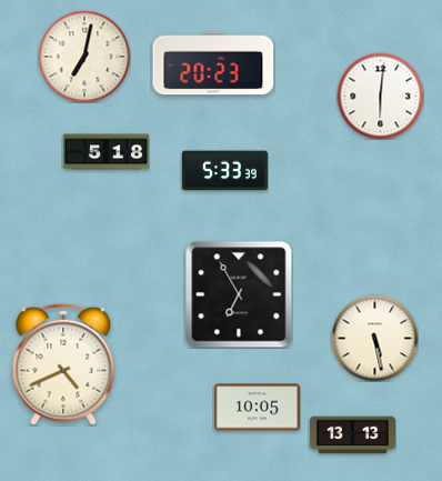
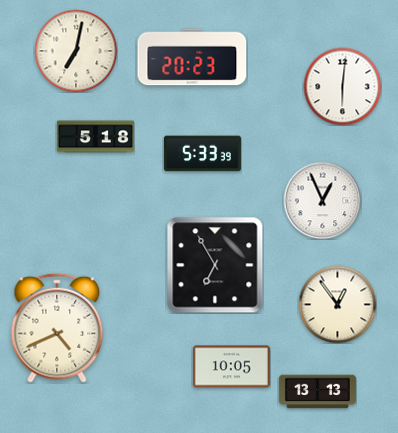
clock at (322, 200): none -> 12:56
clock at (374, 338): 5:28 -> 12:54
